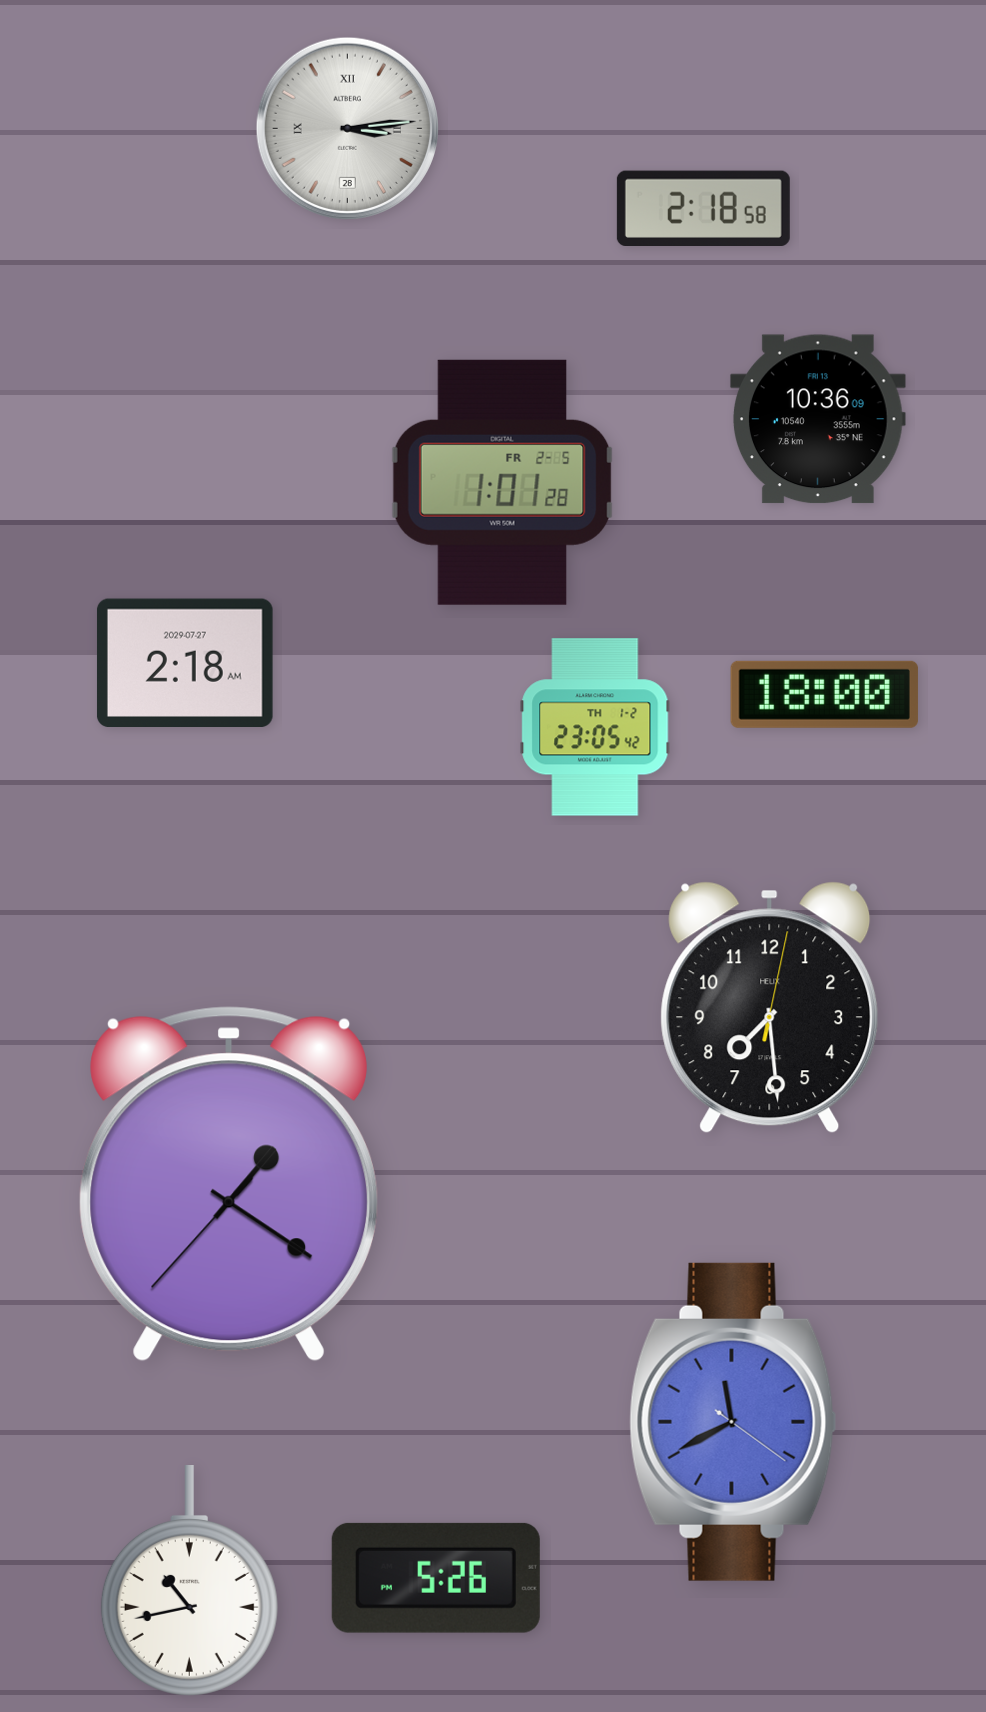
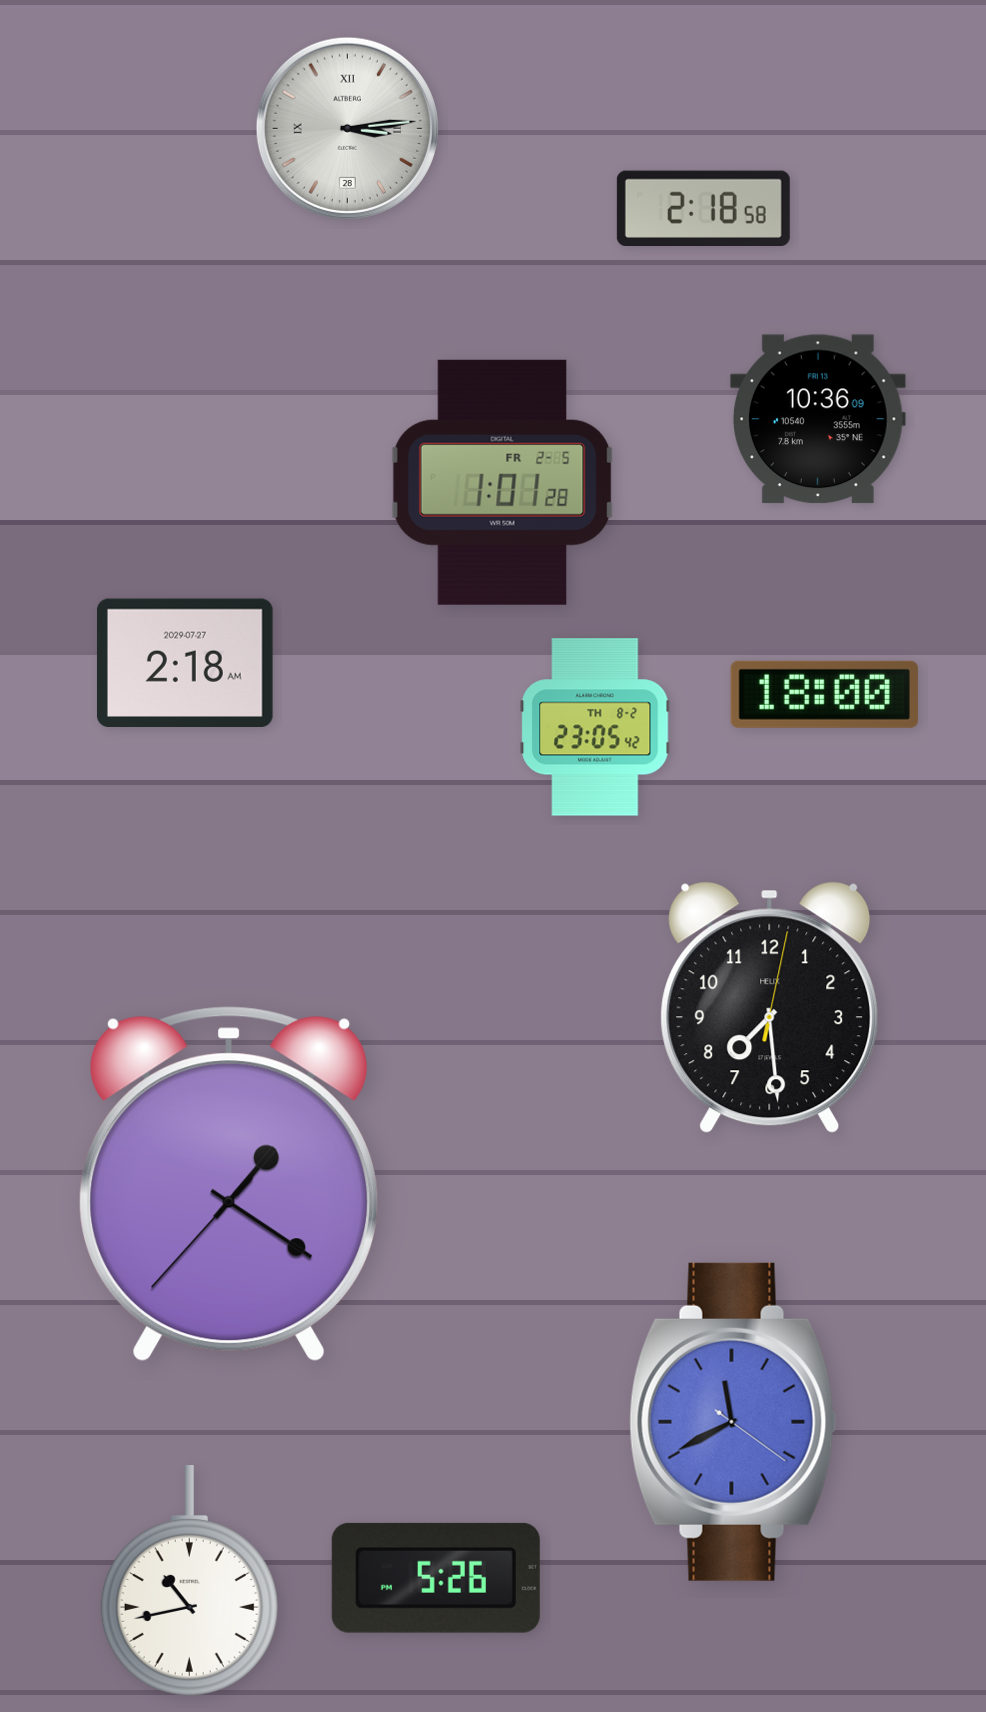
clock at (595, 727) date: TH 1-2 -> TH 8-2
